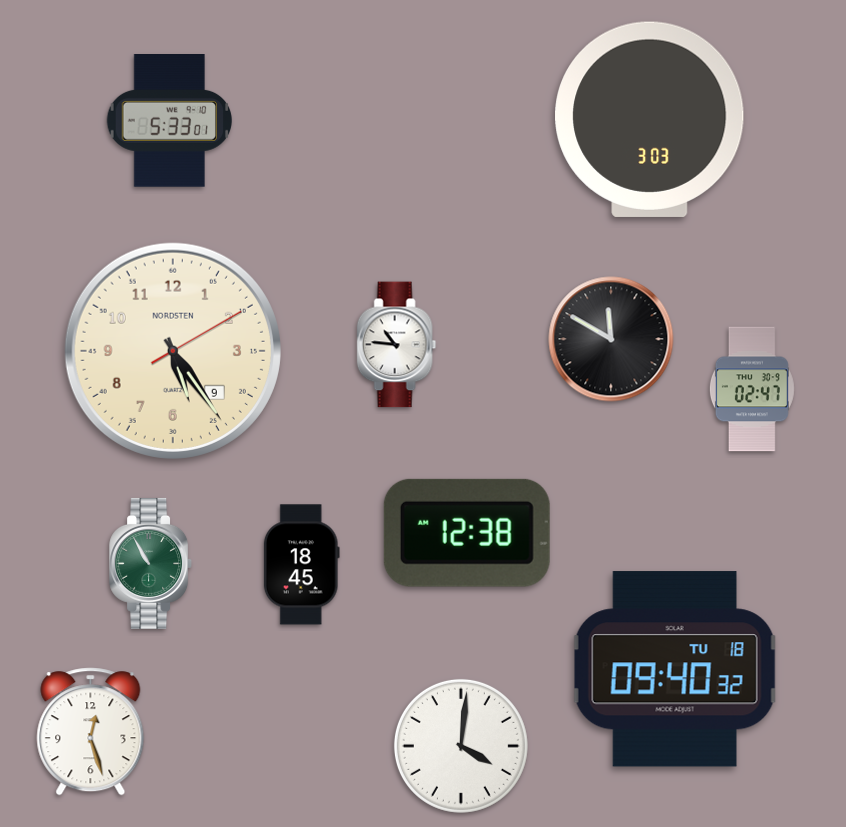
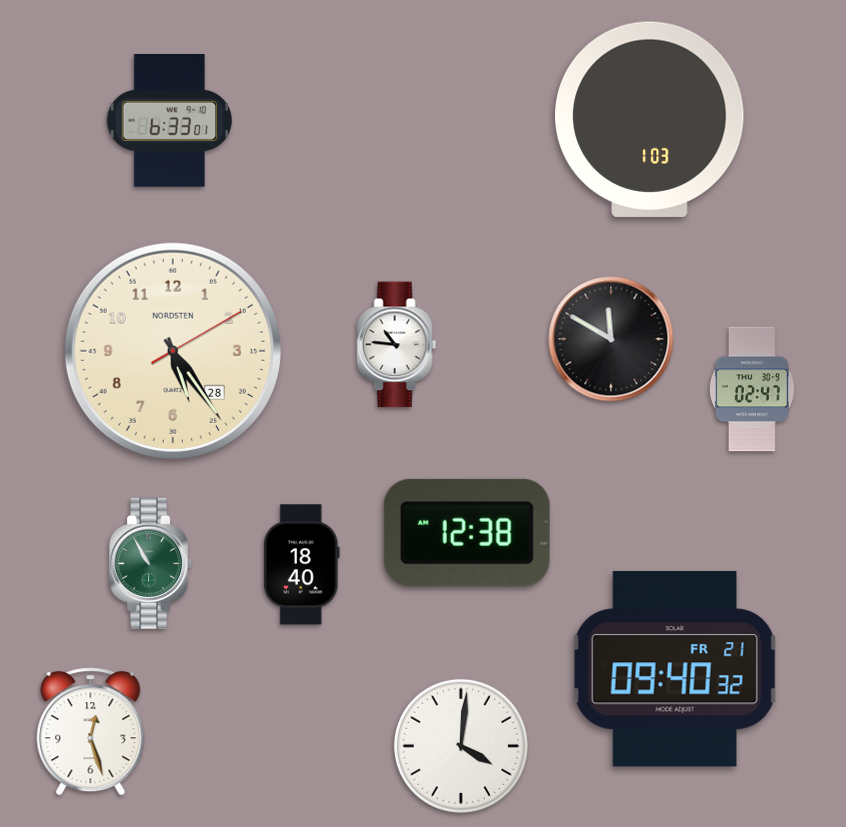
clock at (650, 119): 3:03 -> 1:03
clock at (170, 121): 5:33 -> 6:33
clock at (173, 351) date: 9 -> 28
clock at (301, 565): 18:45 -> 18:40
clock at (675, 669) date: TU 18 -> FR 21
